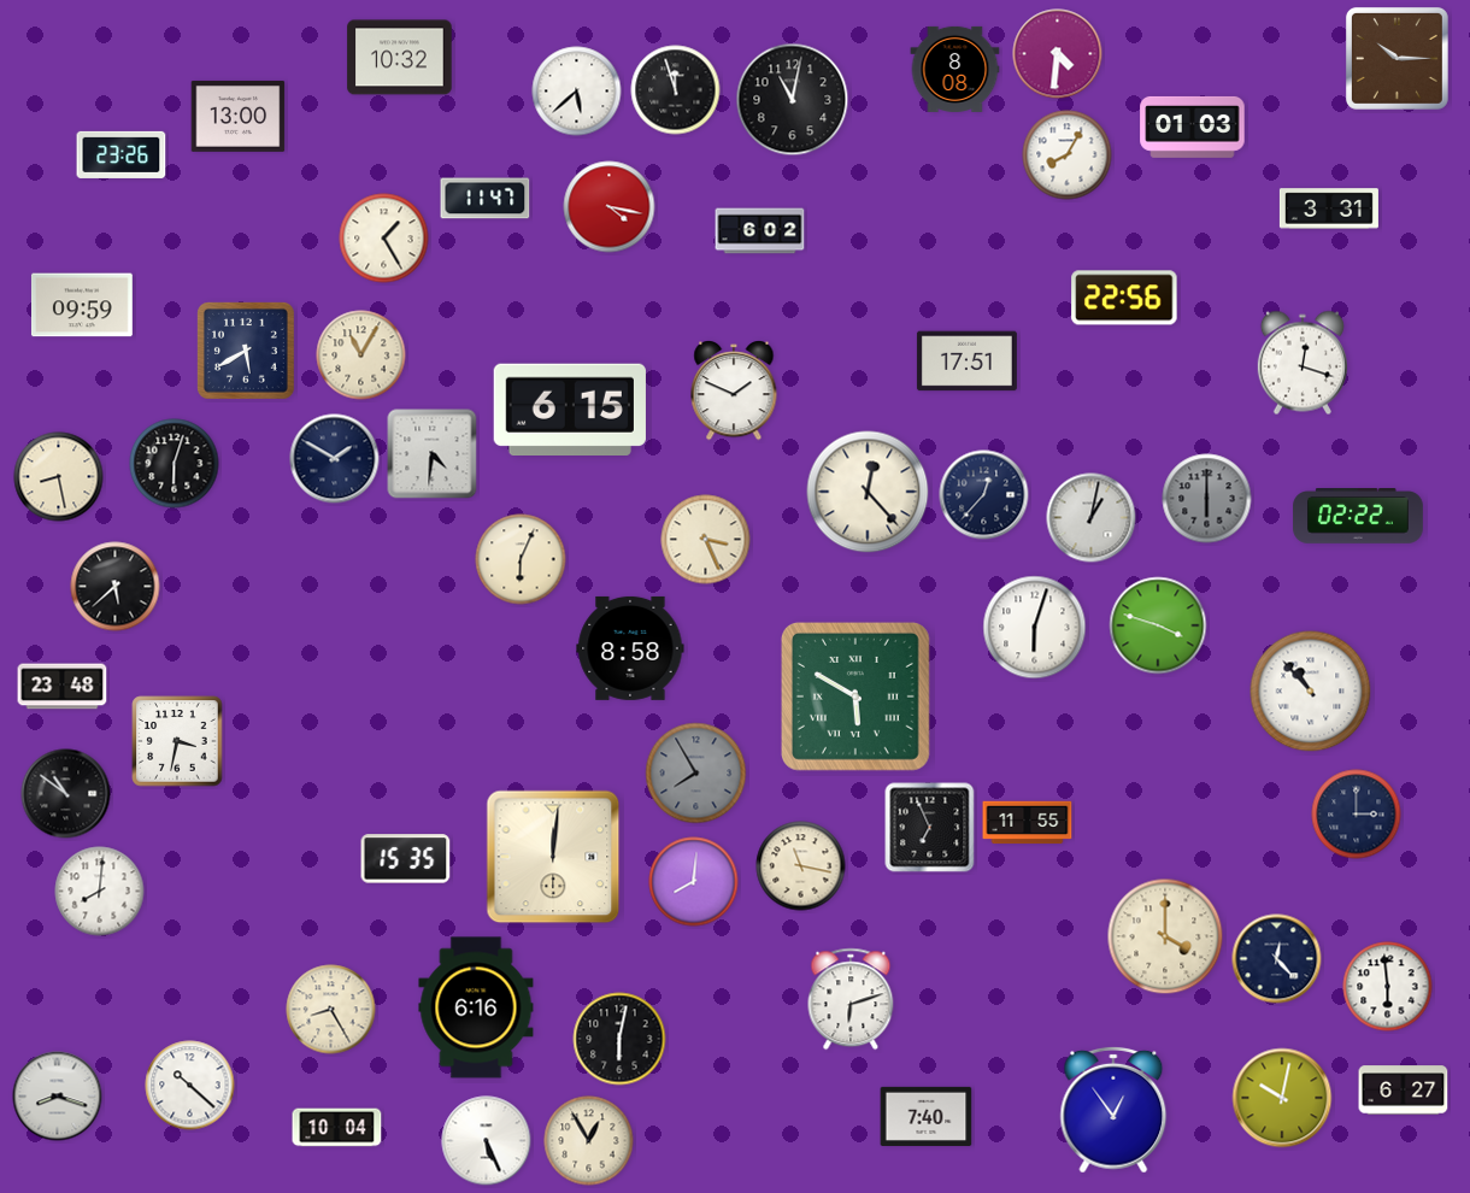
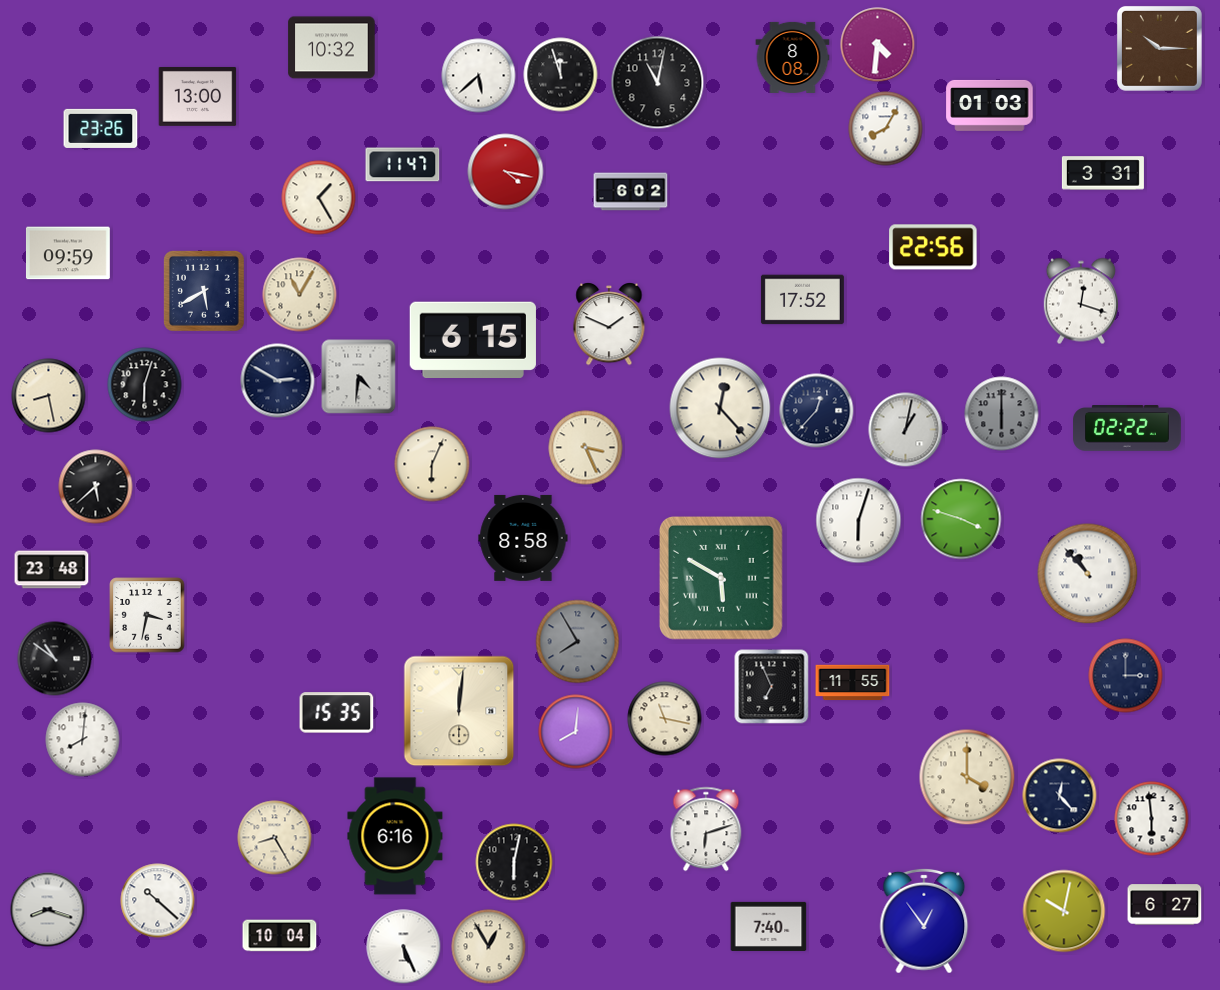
clock at (966, 362): 17:51 -> 17:52
clock at (335, 459): 1:50 -> 2:50
clock at (855, 697) position: (855, 697) -> (721, 578)
